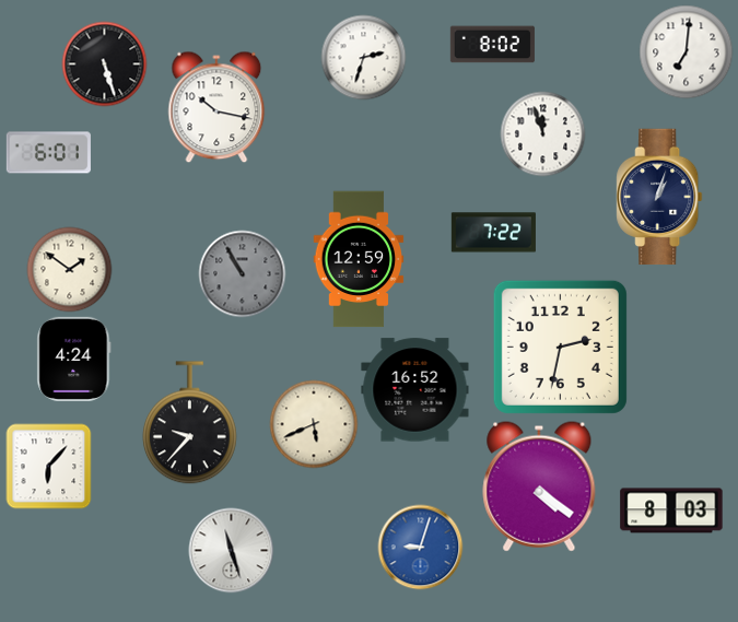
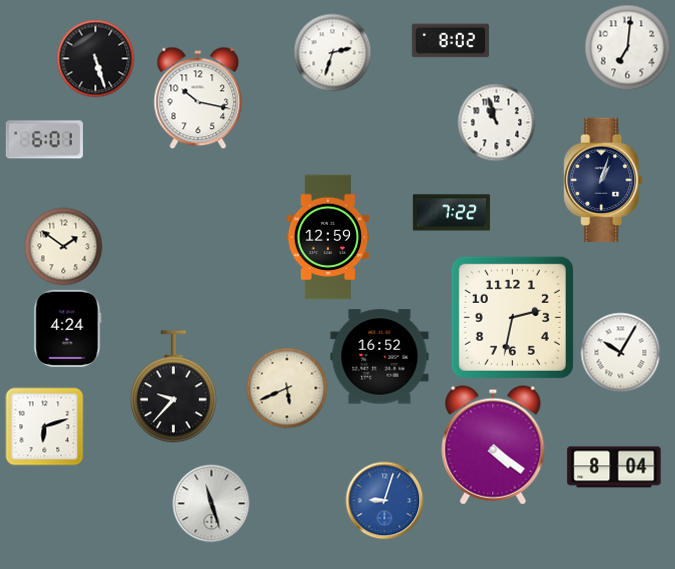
clock at (542, 133): 11:57 -> 10:57
clock at (242, 273): 10:55 -> none
clock at (620, 352): none -> 10:05
clock at (48, 466): 6:07 -> 6:12
clock at (671, 510): 8:03 -> 8:04
